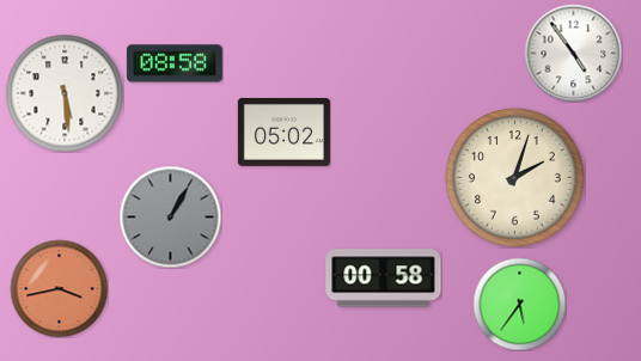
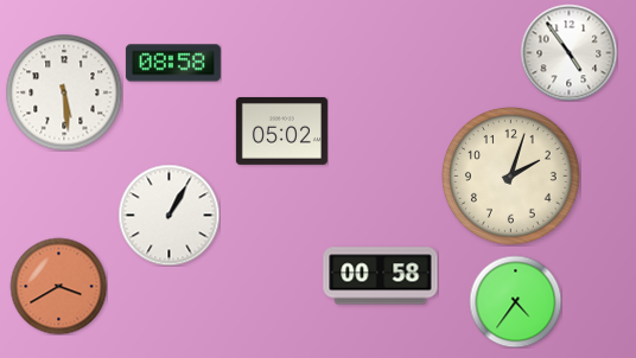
clock at (170, 216) dial: grey -> white
clock at (59, 288): 3:43 -> 3:40
clock at (519, 304): 5:36 -> 4:36
